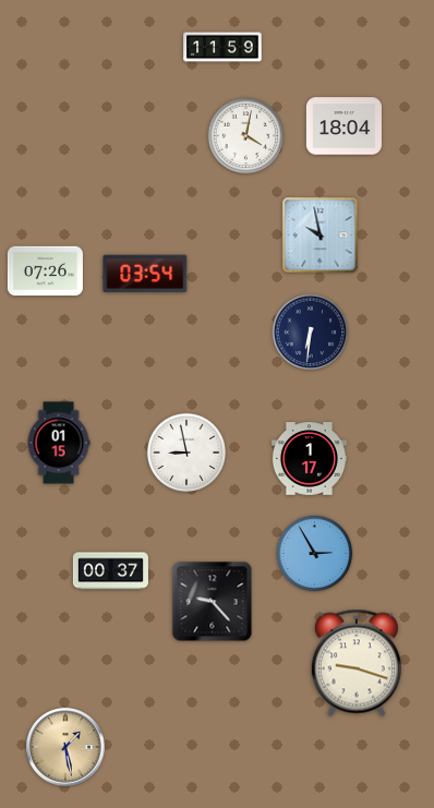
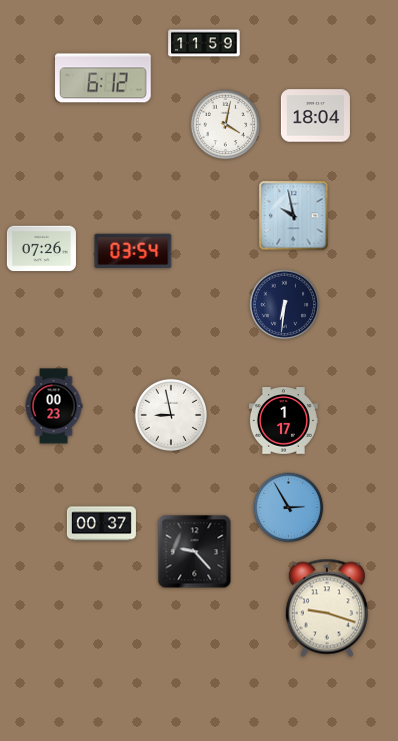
clock at (104, 78): none -> 6:12
clock at (59, 443): 01:15 -> 00:23
clock at (65, 747): 1:28 -> none
